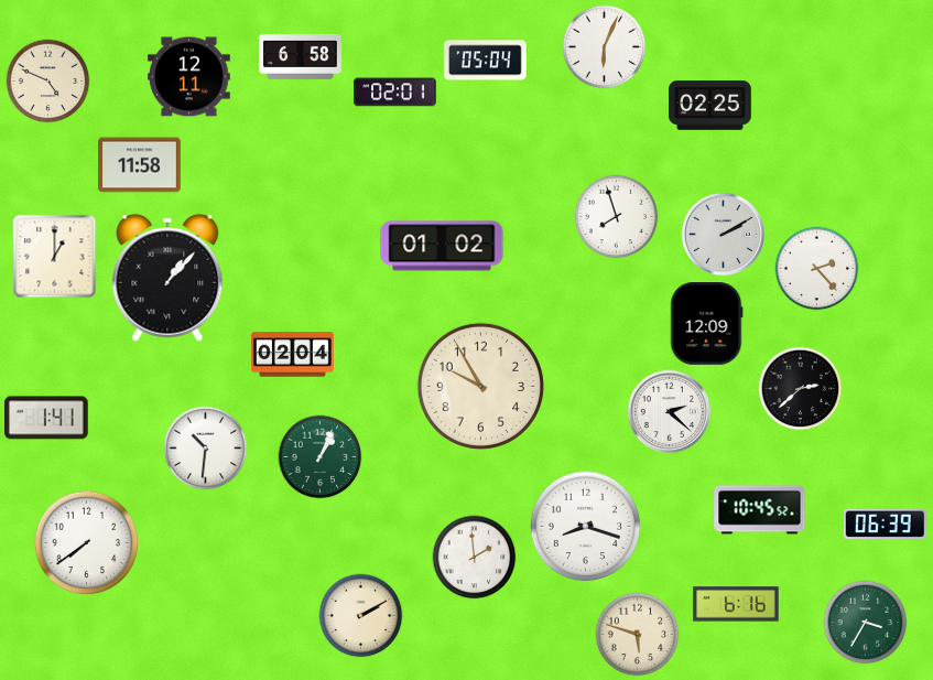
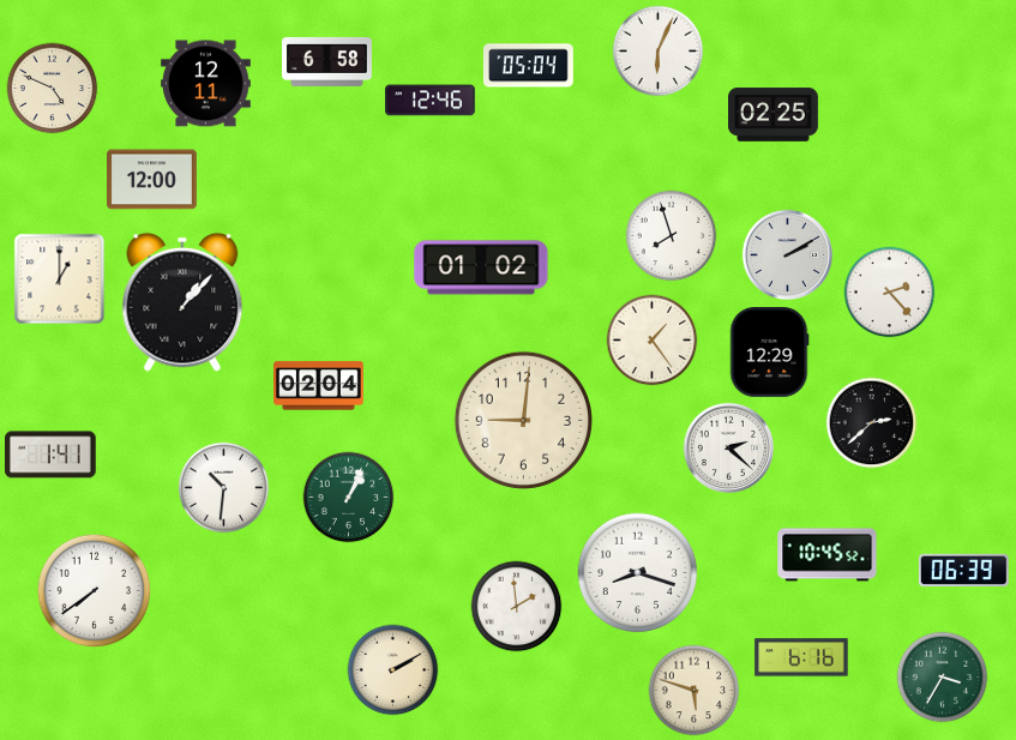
clock at (395, 93): 02:01 -> 12:46
clock at (140, 165): 11:58 -> 12:00
clock at (653, 341): none -> 1:24
clock at (706, 324): 12:09 -> 12:29
clock at (480, 386): 9:55 -> 9:01
